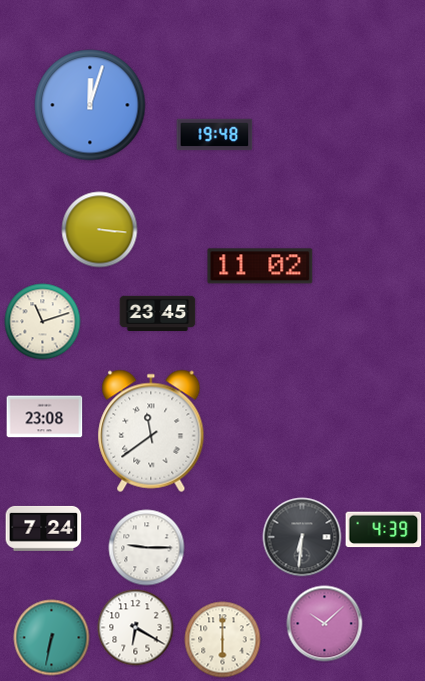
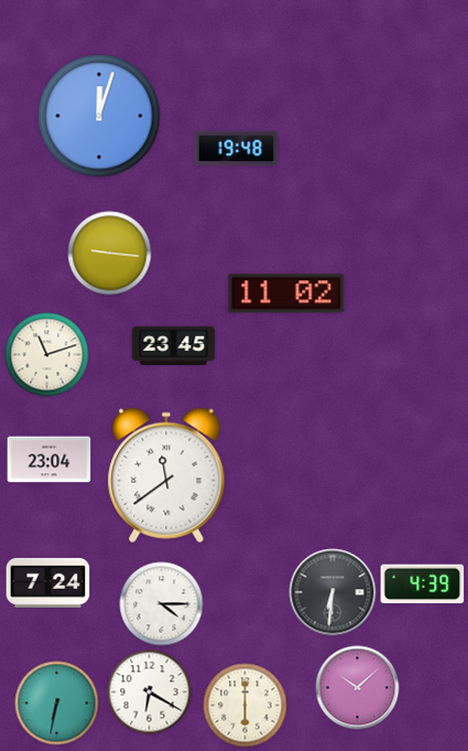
clock at (100, 230): 3:16 -> 9:16
clock at (45, 417): 23:08 -> 23:04
clock at (147, 548): 9:15 -> 4:15
